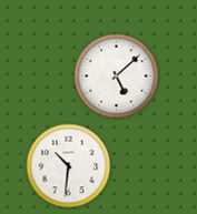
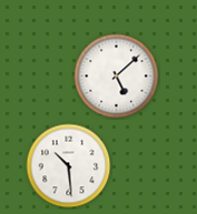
clock at (69, 166): 10:31 -> 10:29
